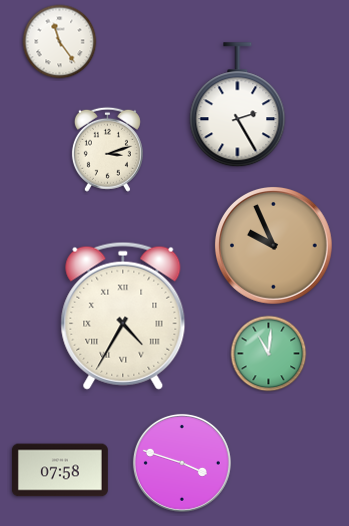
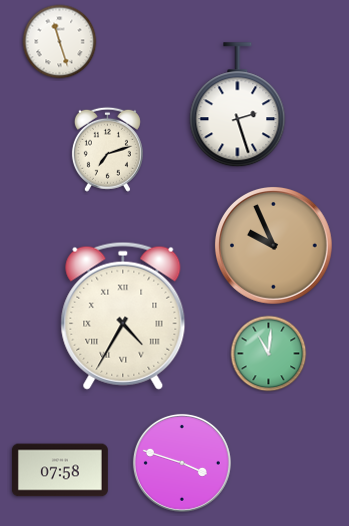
clock at (60, 42): 11:24 -> 11:27
clock at (238, 105): 2:25 -> 2:27
clock at (107, 149): 3:12 -> 7:12
